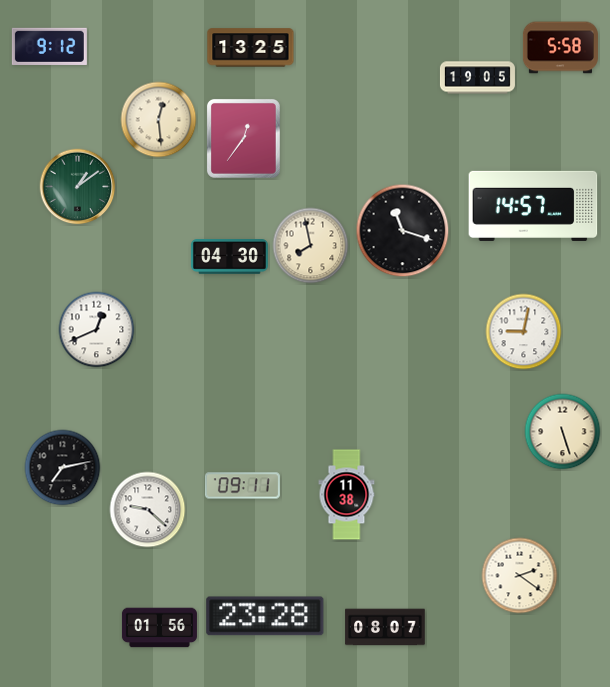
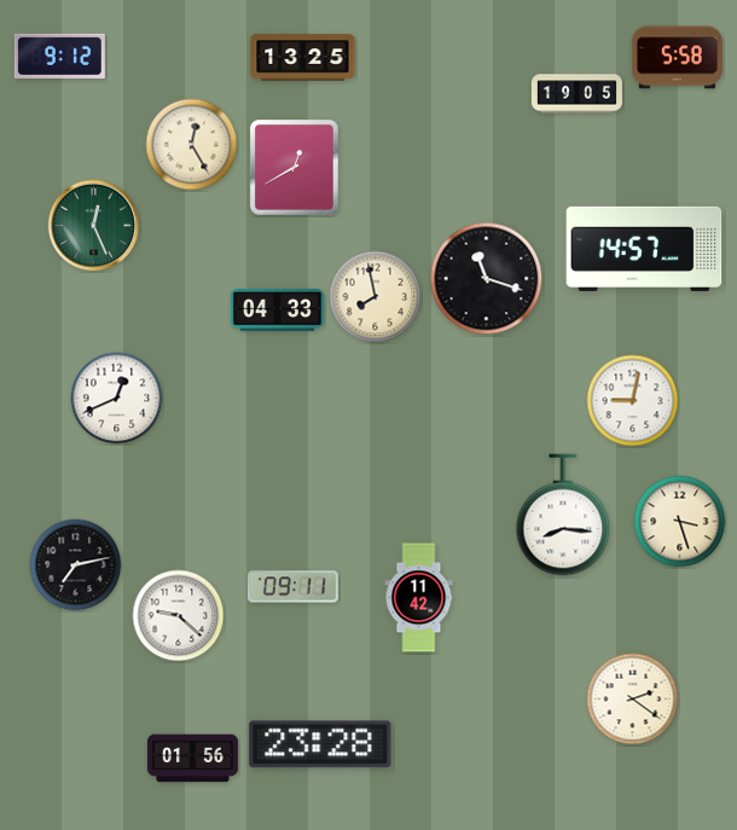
clock at (159, 120): 12:29 -> 12:25
clock at (243, 138): 12:36 -> 12:40
clock at (78, 187): 1:09 -> 12:26
clock at (230, 257): 04:30 -> 04:33
clock at (563, 515): none -> 8:16
clock at (563, 432): 5:27 -> 3:27
clock at (347, 495): 11:38 -> 11:42
clock at (520, 576) position: (520, 576) -> (633, 700)
clock at (385, 627): 08:07 -> none
